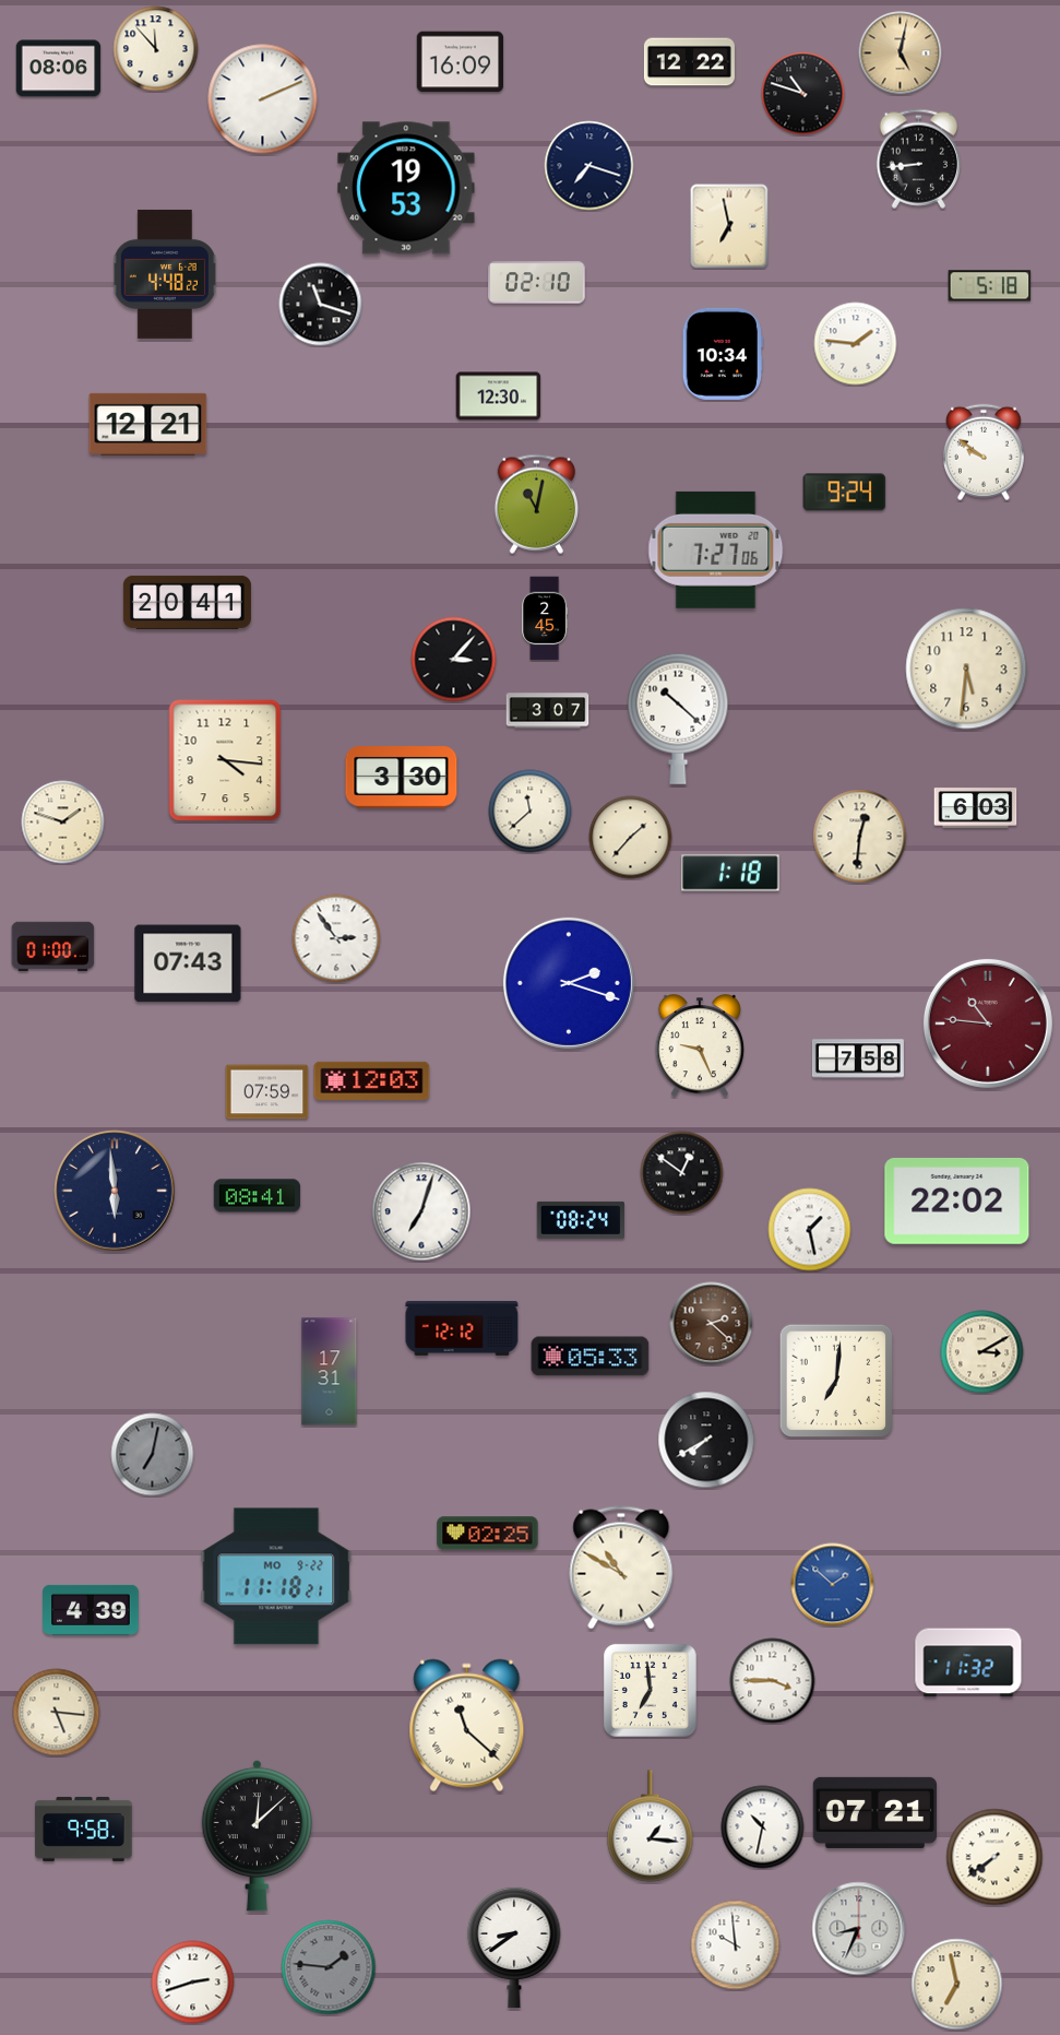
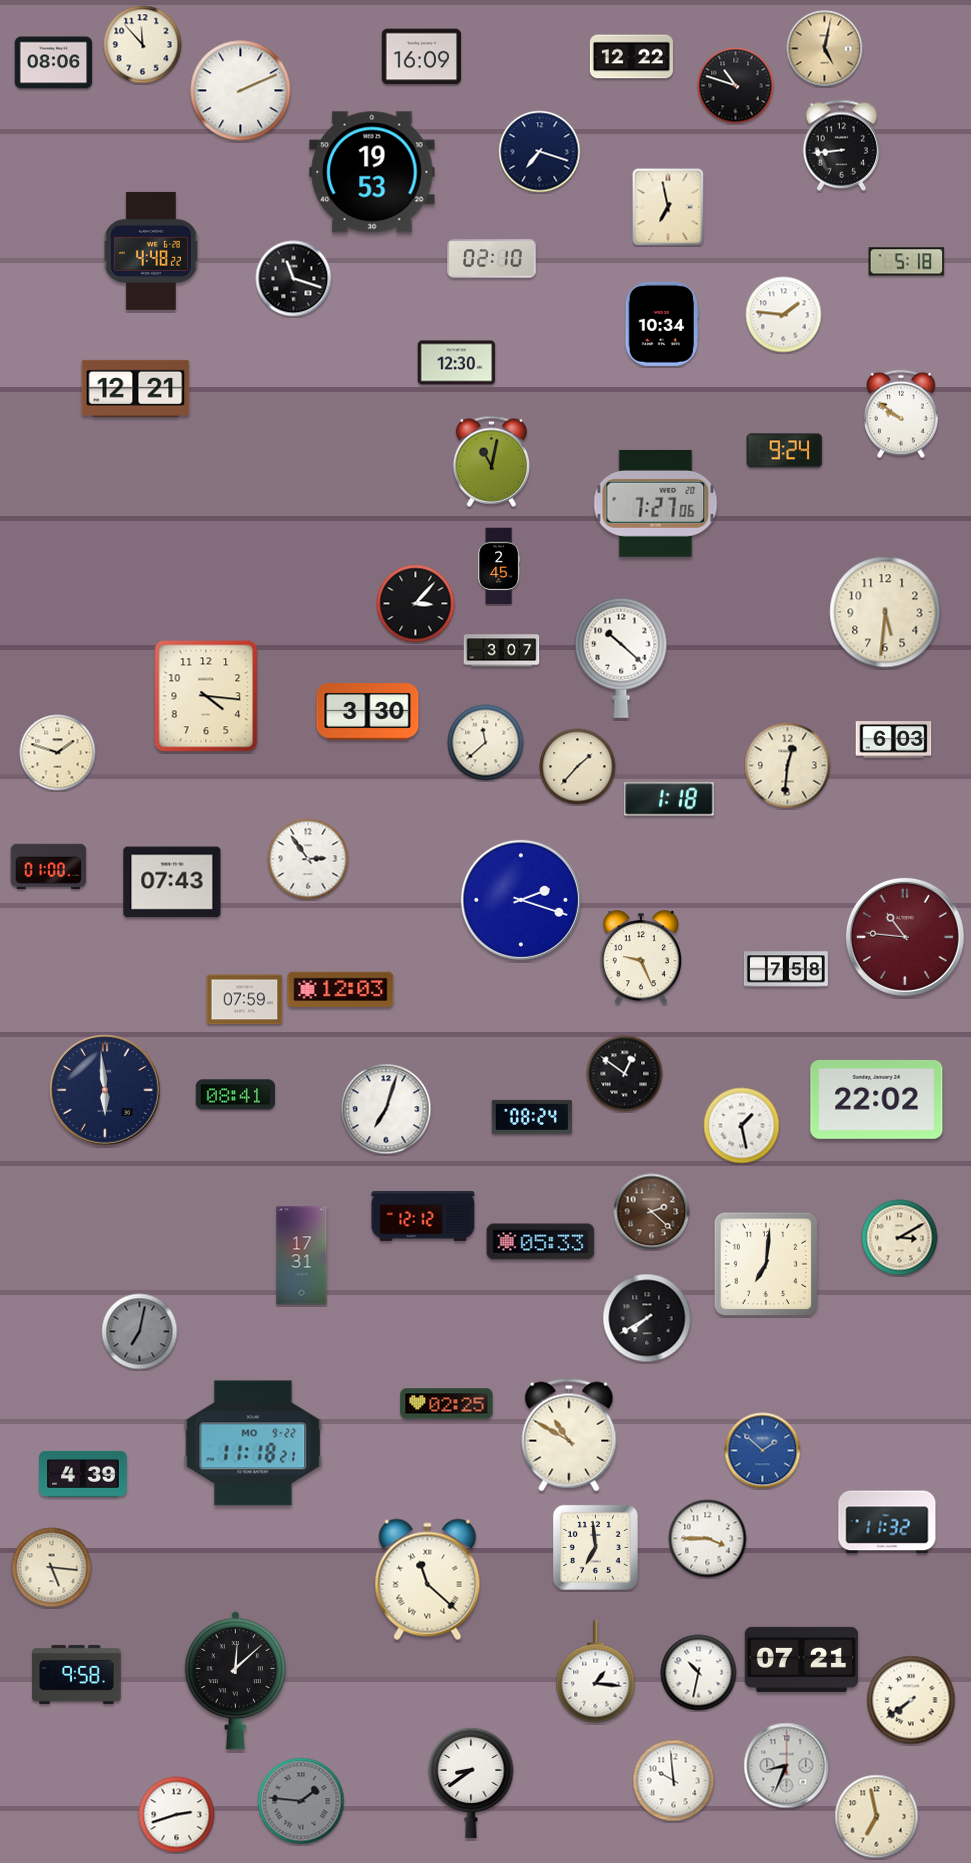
clock at (845, 493) position: (845, 493) -> (785, 451)
clock at (187, 602): 20:41 -> none
